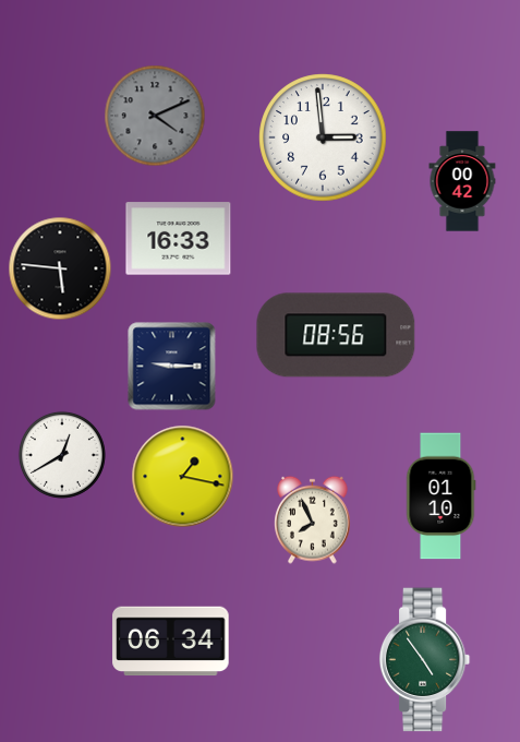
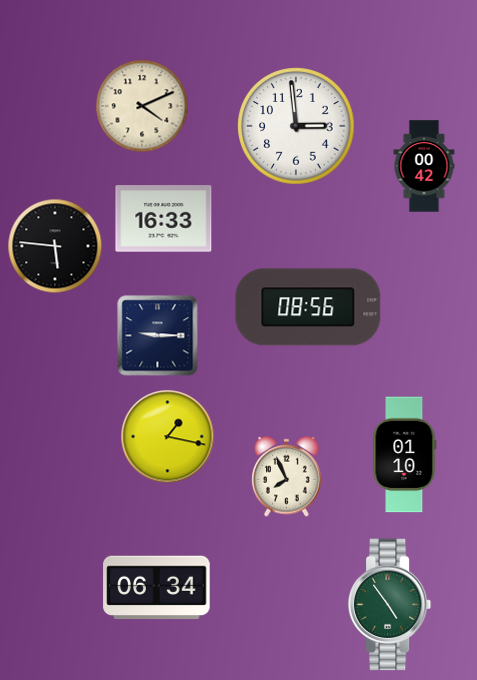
clock at (155, 116) dial: grey -> cream
clock at (62, 455): 12:40 -> none
